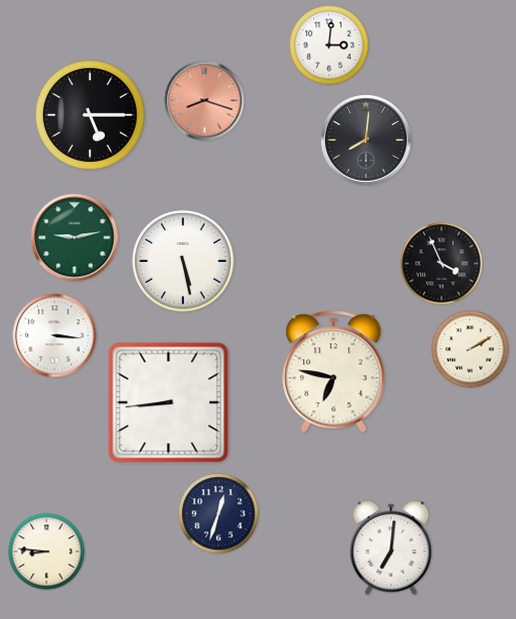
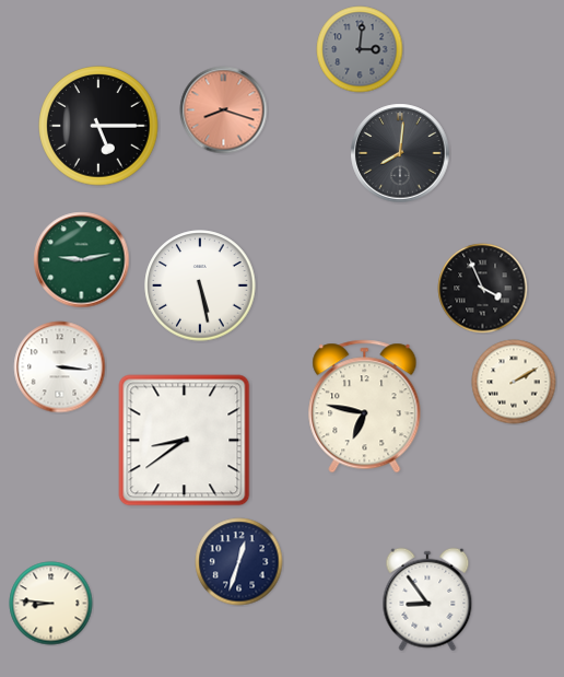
clock at (329, 45) dial: white -> grey
clock at (169, 403): 8:44 -> 8:39
clock at (391, 548): 7:01 -> 8:54
